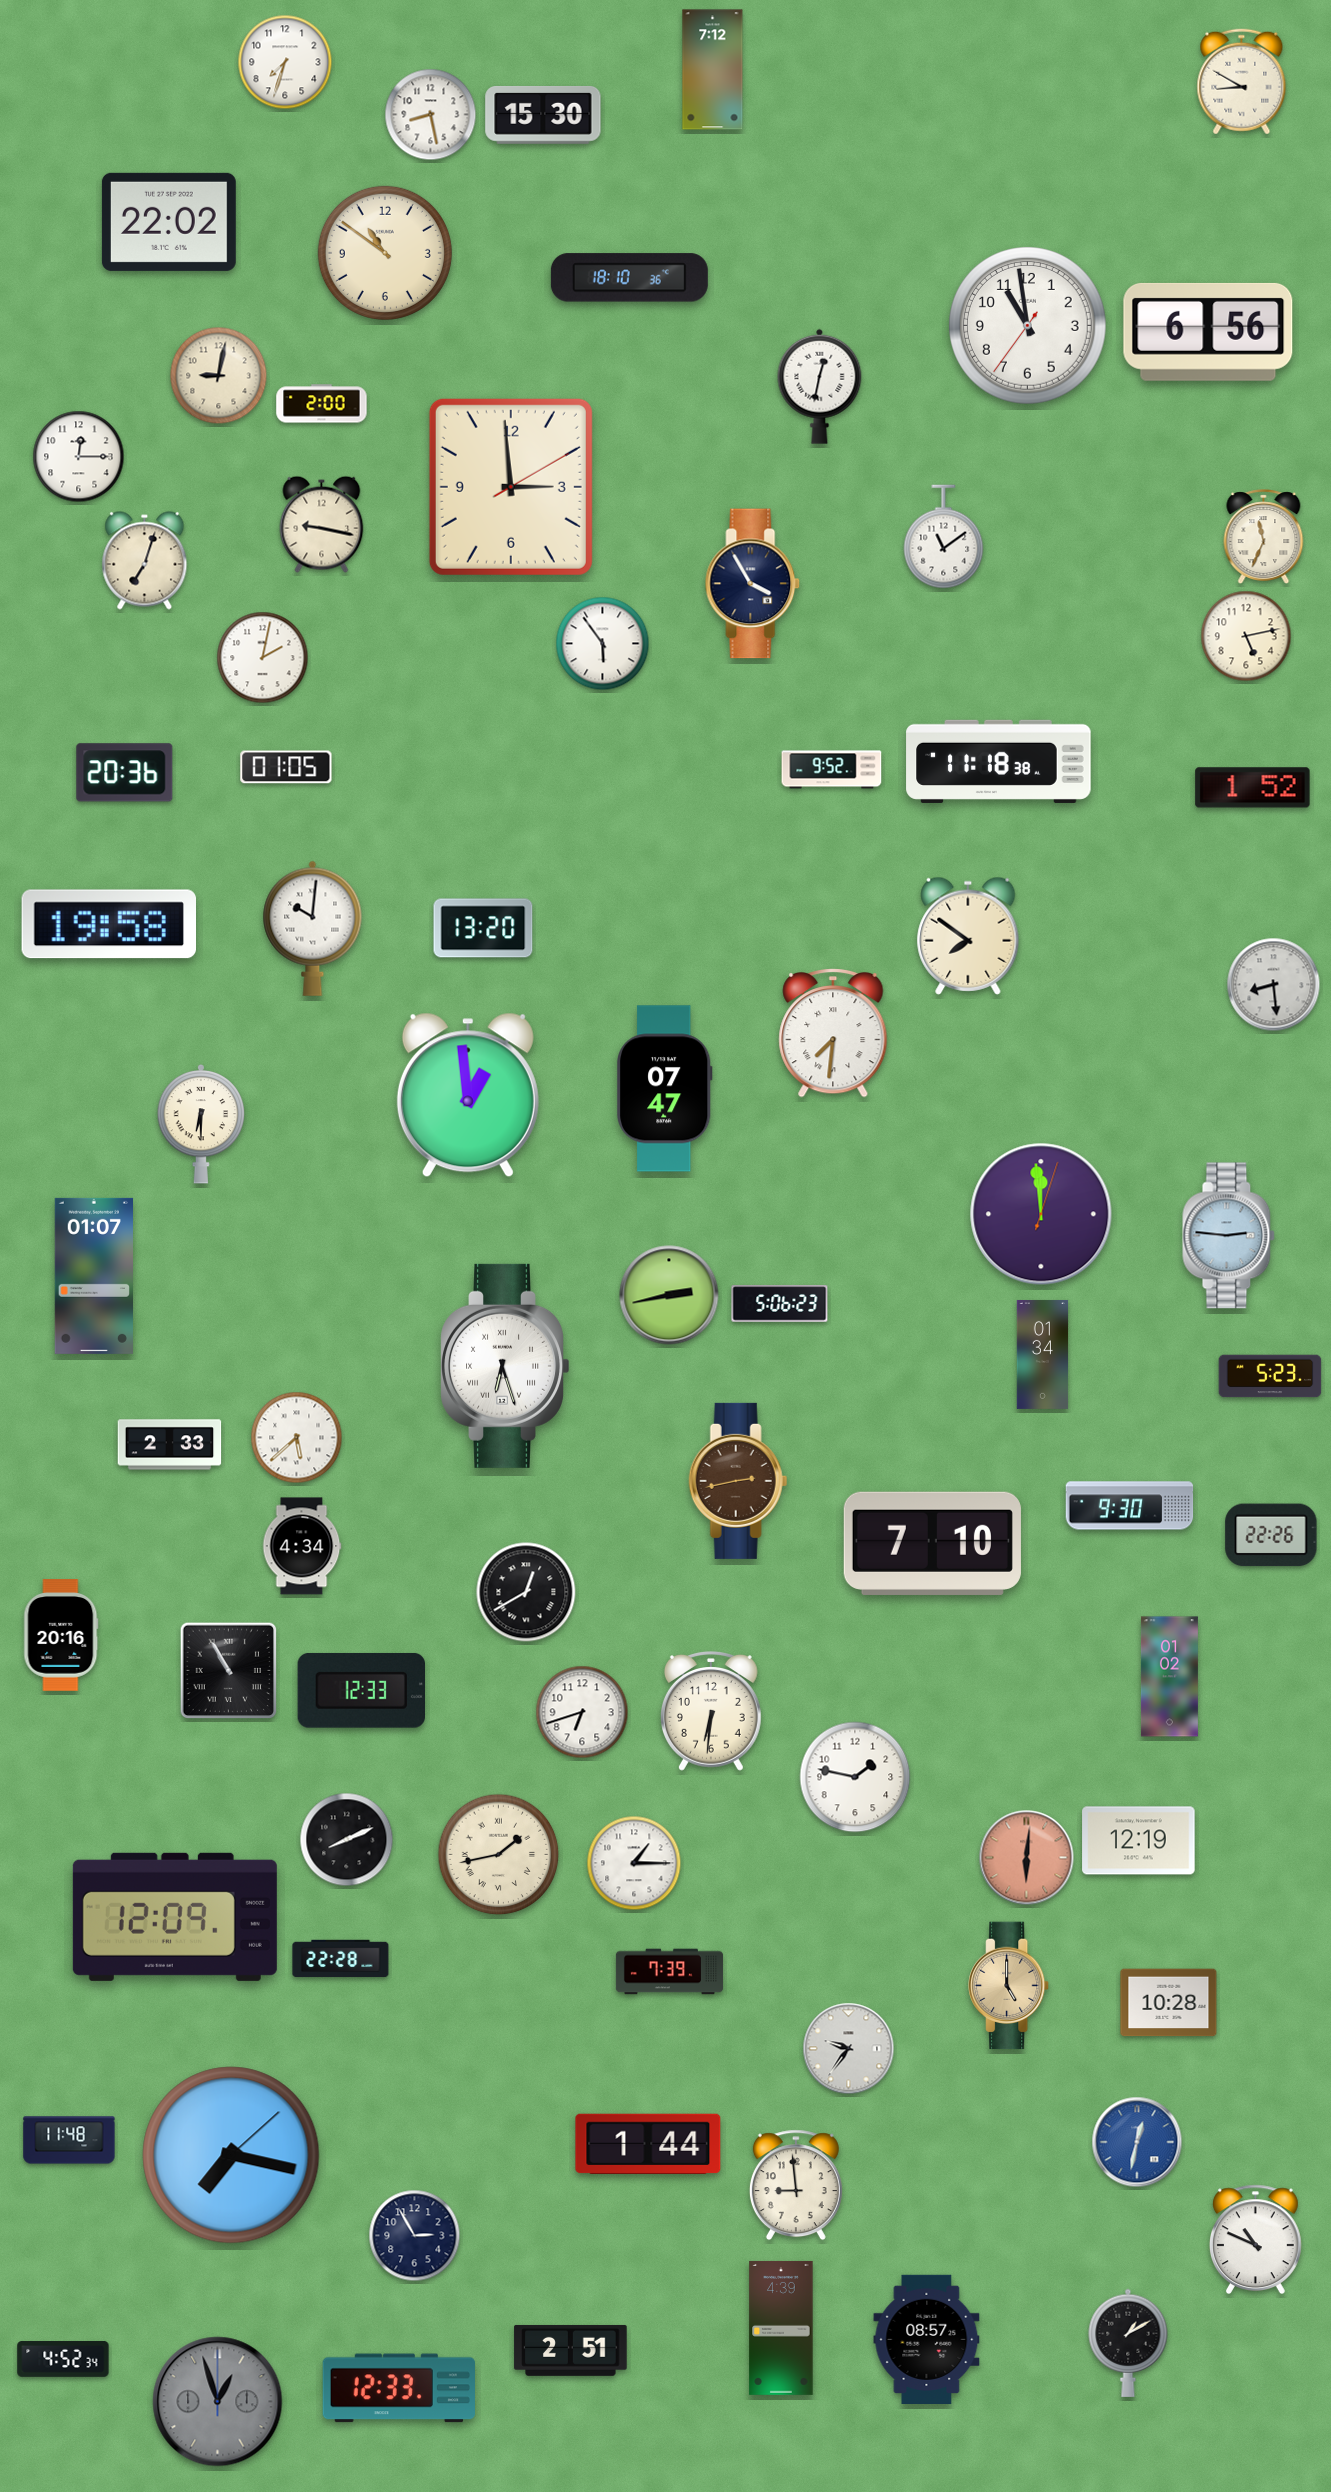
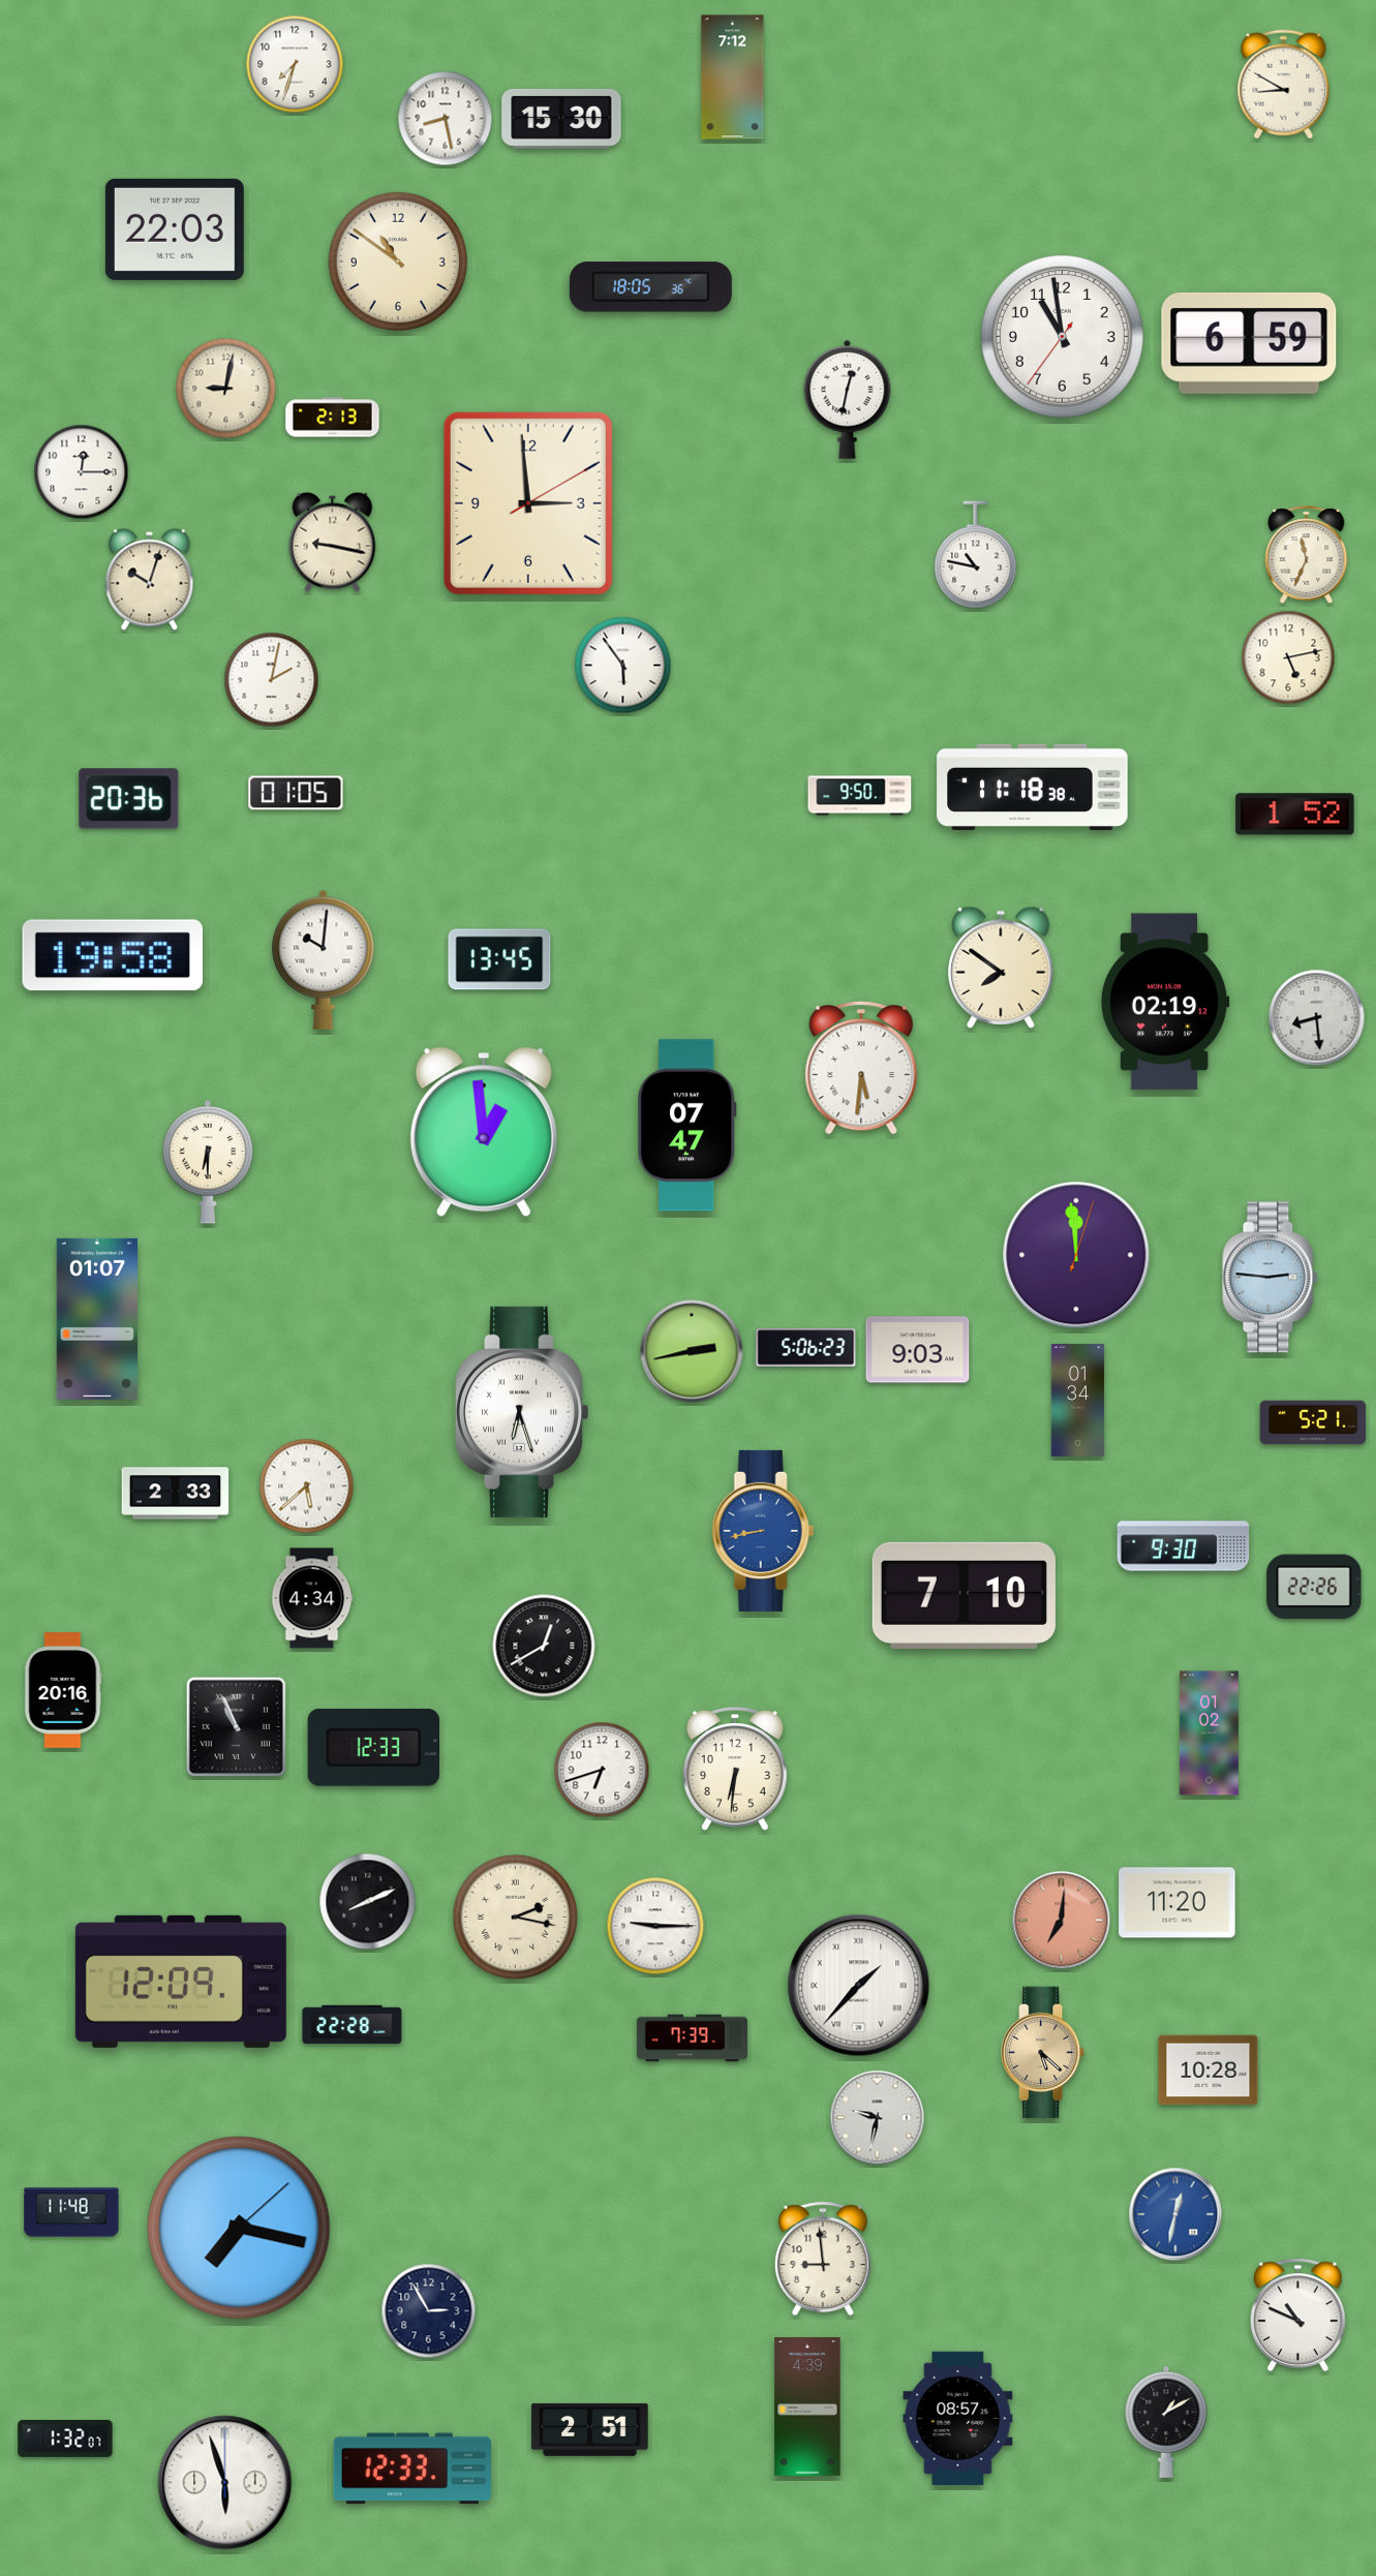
clock at (713, 70) position: (713, 70) -> (733, 78)
clock at (169, 222): 22:02 -> 22:03
clock at (629, 278): 18:10 -> 18:05
clock at (1208, 332): 6:56 -> 6:59
clock at (322, 404): 2:00 -> 2:13
clock at (944, 537): 11:09 -> 10:47
clock at (145, 561): 7:03 -> 10:03
clock at (753, 584): 3:55 -> none
clock at (832, 770): 9:52 -> 9:50
clock at (483, 928): 13:20 -> 13:45
clock at (1165, 1002): none -> 02:19
clock at (833, 1034): 7:31 -> 5:31
clock at (669, 1295) position: (669, 1295) -> (692, 1351)
clock at (918, 1350): none -> 9:03
clock at (1270, 1376): 5:23 -> 5:21
clock at (738, 1481): 2:43 -> 8:43
clock at (738, 1481) dial: brown -> blue
clock at (1130, 1506) position: (1130, 1506) -> (1184, 1546)
clock at (229, 1671): 10:55 -> 10:56
clock at (855, 1777): 1:47 -> none
clock at (347, 1840) position: (347, 1840) -> (368, 1902)
clock at (1139, 1841): 12:19 -> 11:20
clock at (499, 1855): 1:43 -> 2:17
clock at (1027, 1858): 6:01 -> 7:01
clock at (634, 1863): 1:15 -> 9:15
clock at (859, 1986): none -> 1:37
clock at (1009, 1986): 5:00 -> 5:22
clock at (849, 2049): 9:36 -> 9:32
clock at (648, 2143): 1:44 -> none
clock at (63, 2360): 4:52 -> 1:32
clock at (218, 2402): 12:57 -> 5:57
clock at (218, 2402) dial: grey -> white
